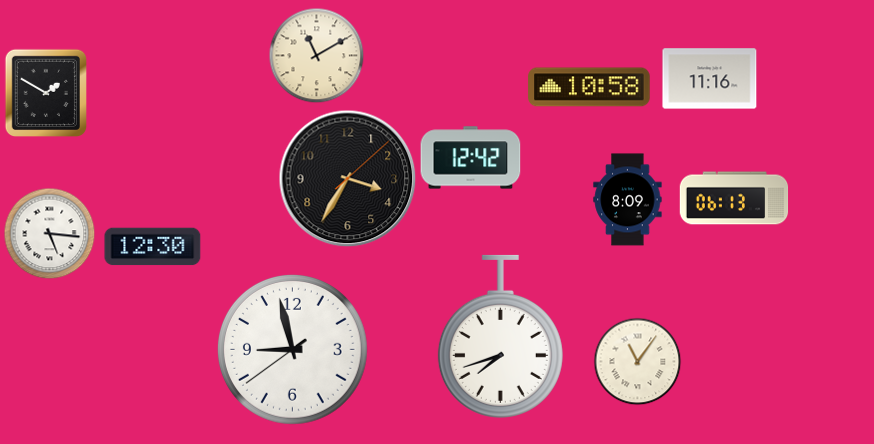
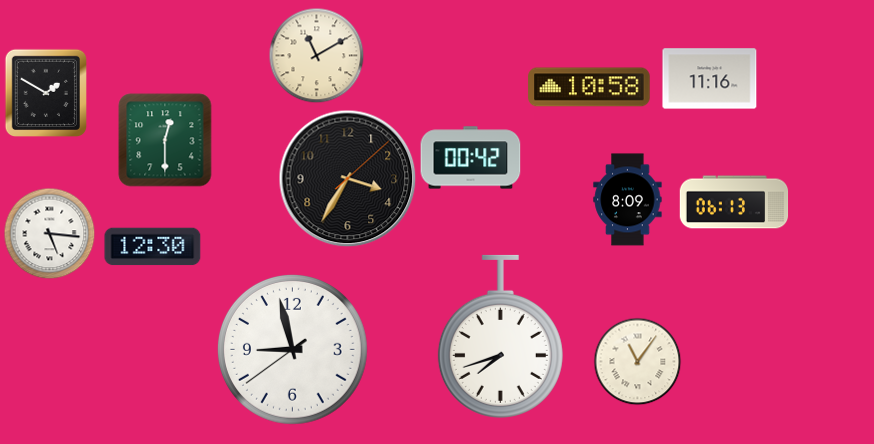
clock at (165, 140): none -> 12:30
clock at (471, 158): 12:42 -> 00:42
clock at (734, 198) position: (734, 198) -> (734, 202)
